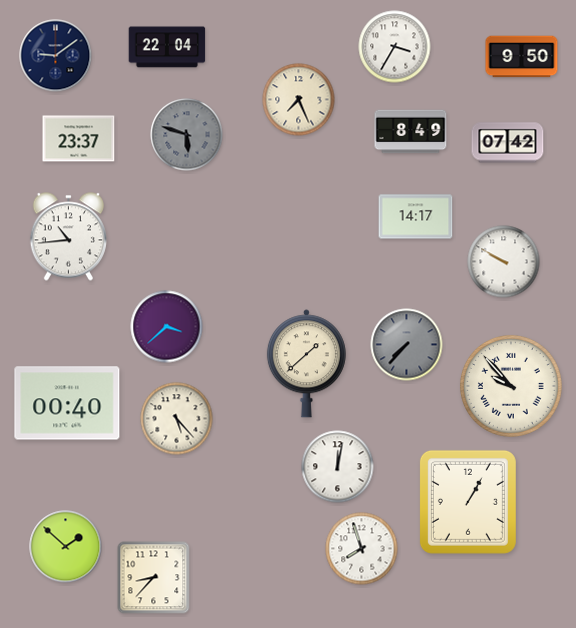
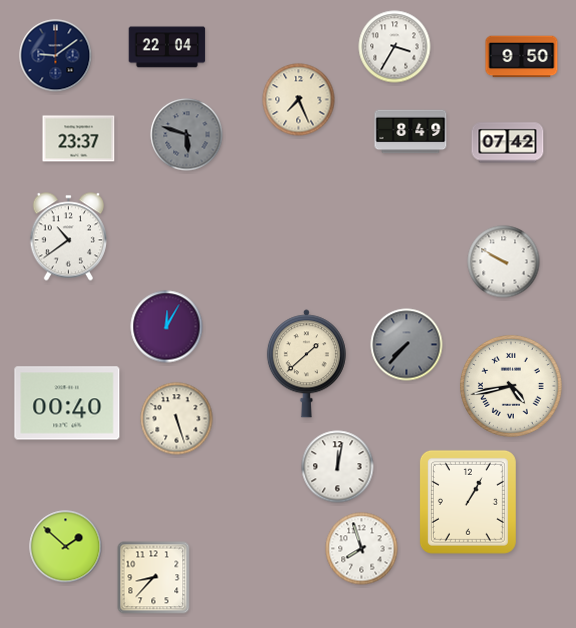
clock at (416, 217): 14:17 -> none
clock at (68, 237): 10:44 -> 10:39
clock at (167, 327): 3:38 -> 12:05
clock at (511, 386): 9:53 -> 4:43
clock at (177, 419): 5:23 -> 5:27
